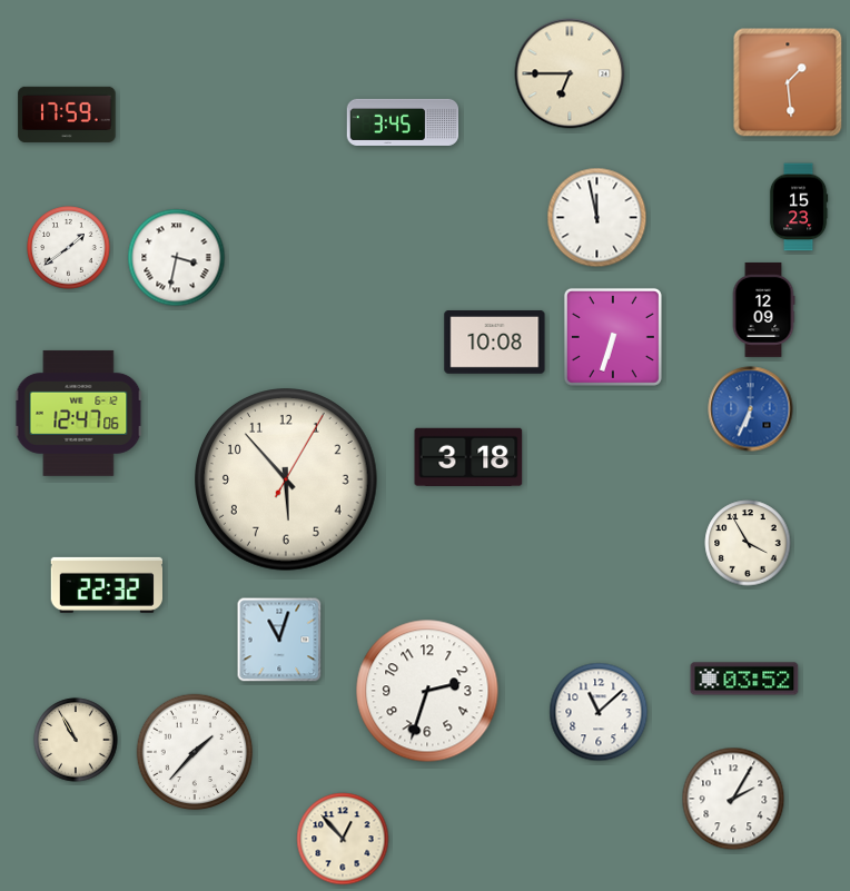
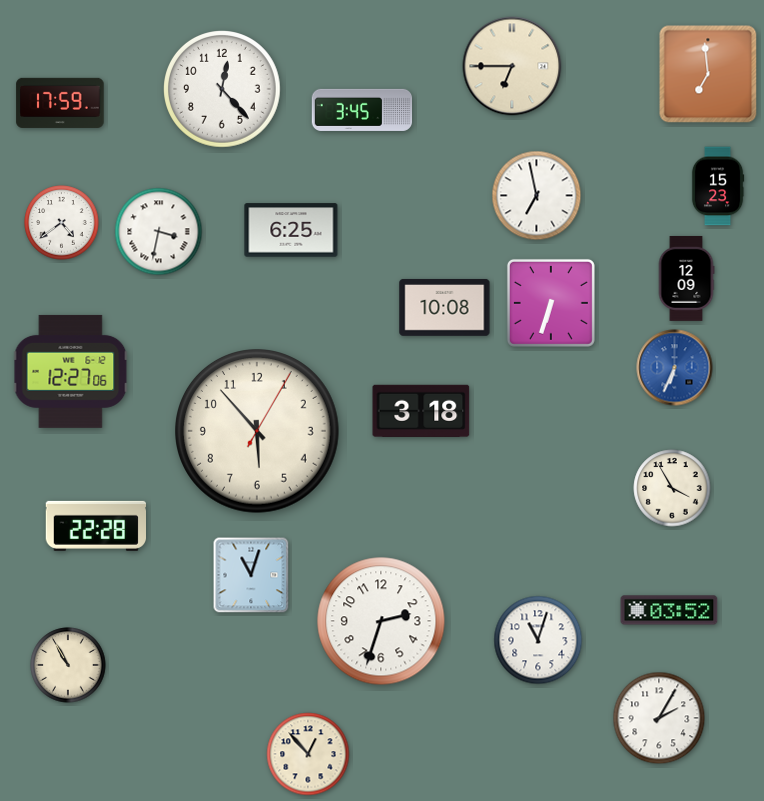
clock at (788, 82): 1:29 -> 6:59
clock at (223, 90): none -> 12:23
clock at (597, 218): 11:58 -> 6:58
clock at (69, 248): 1:39 -> 4:39
clock at (291, 230): none -> 6:25
clock at (79, 413): 12:47 -> 12:27
clock at (106, 585): 22:32 -> 22:28
clock at (427, 691) position: (427, 691) -> (381, 621)
clock at (599, 712): 11:08 -> 11:03
clock at (195, 752): 1:37 -> none
